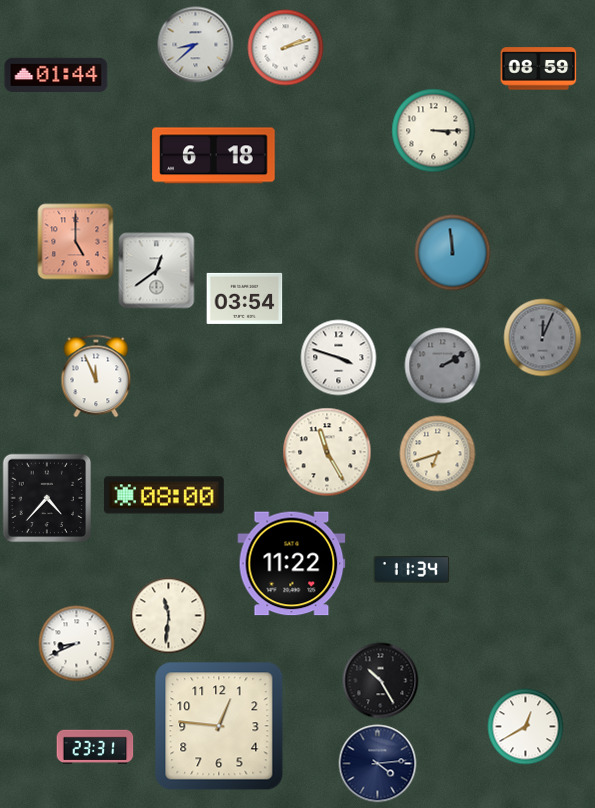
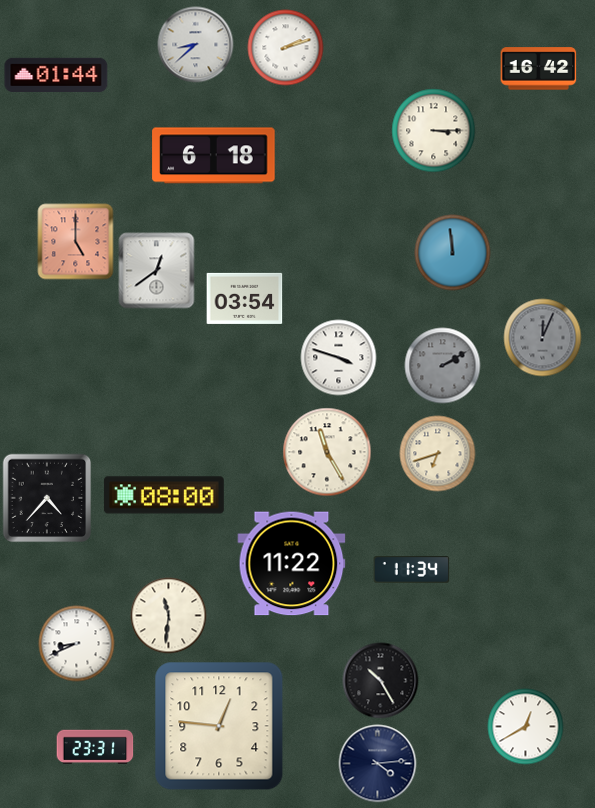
clock at (539, 69): 08:59 -> 16:42
clock at (96, 376): 11:56 -> none
